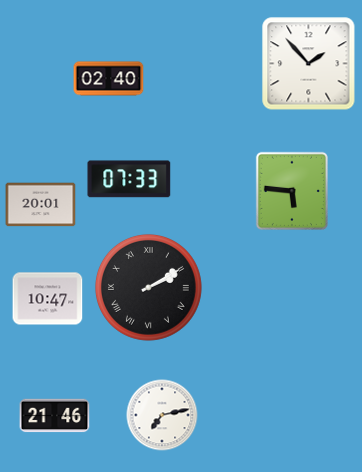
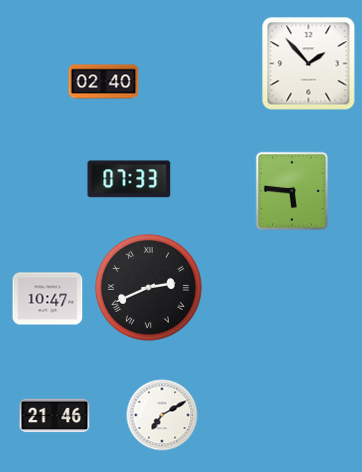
clock at (109, 79) position: (109, 79) -> (104, 82)
clock at (41, 205): 20:01 -> none
clock at (148, 287): 2:10 -> 2:41
clock at (162, 415): 7:13 -> 7:10
